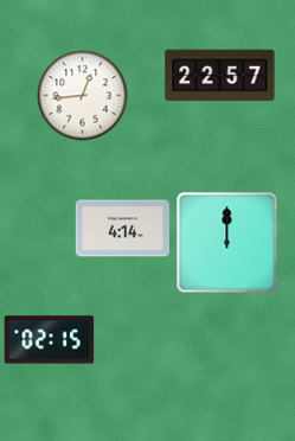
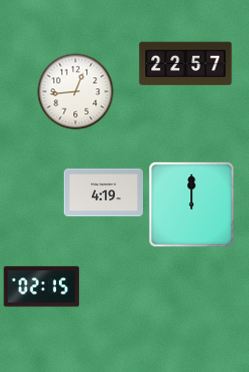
clock at (83, 96) position: (83, 96) -> (76, 92)
clock at (122, 229): 4:14 -> 4:19
